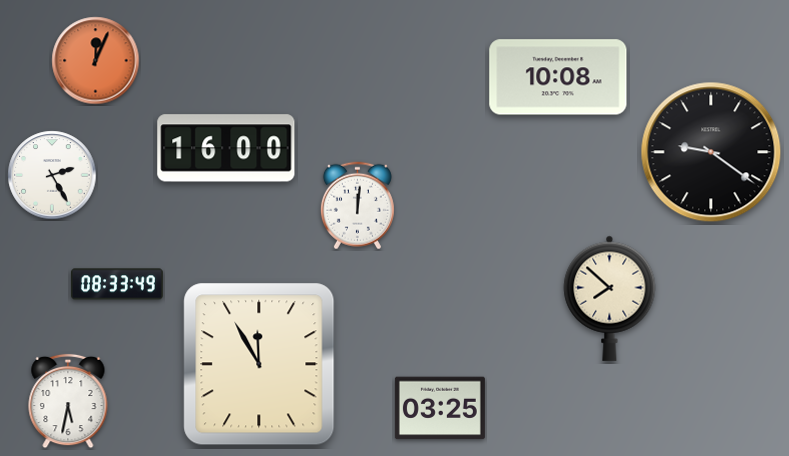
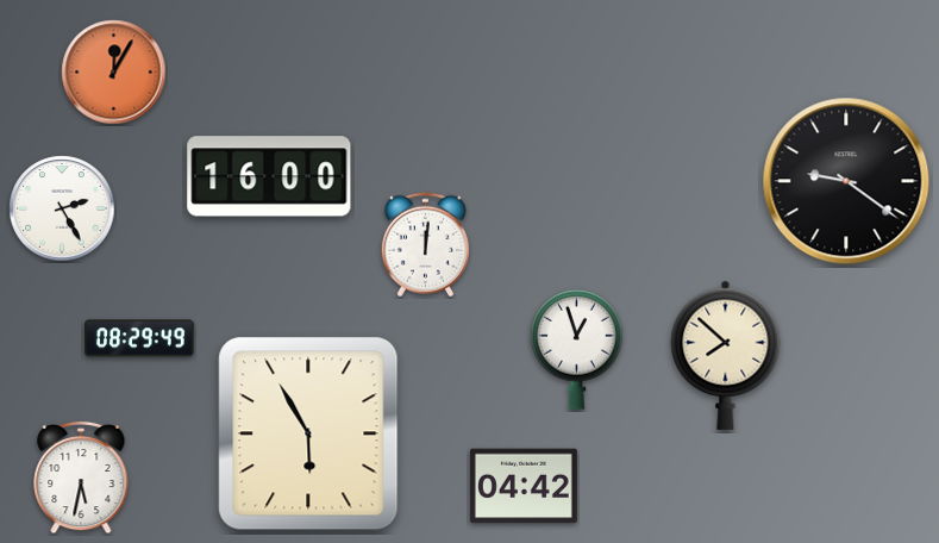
clock at (96, 61): 12:04 -> 12:05
clock at (558, 77): 10:08 -> none
clock at (118, 284): 08:33 -> 08:29
clock at (577, 349): none -> 12:57
clock at (259, 364): 11:55 -> 5:55
clock at (440, 408): 03:25 -> 04:42
